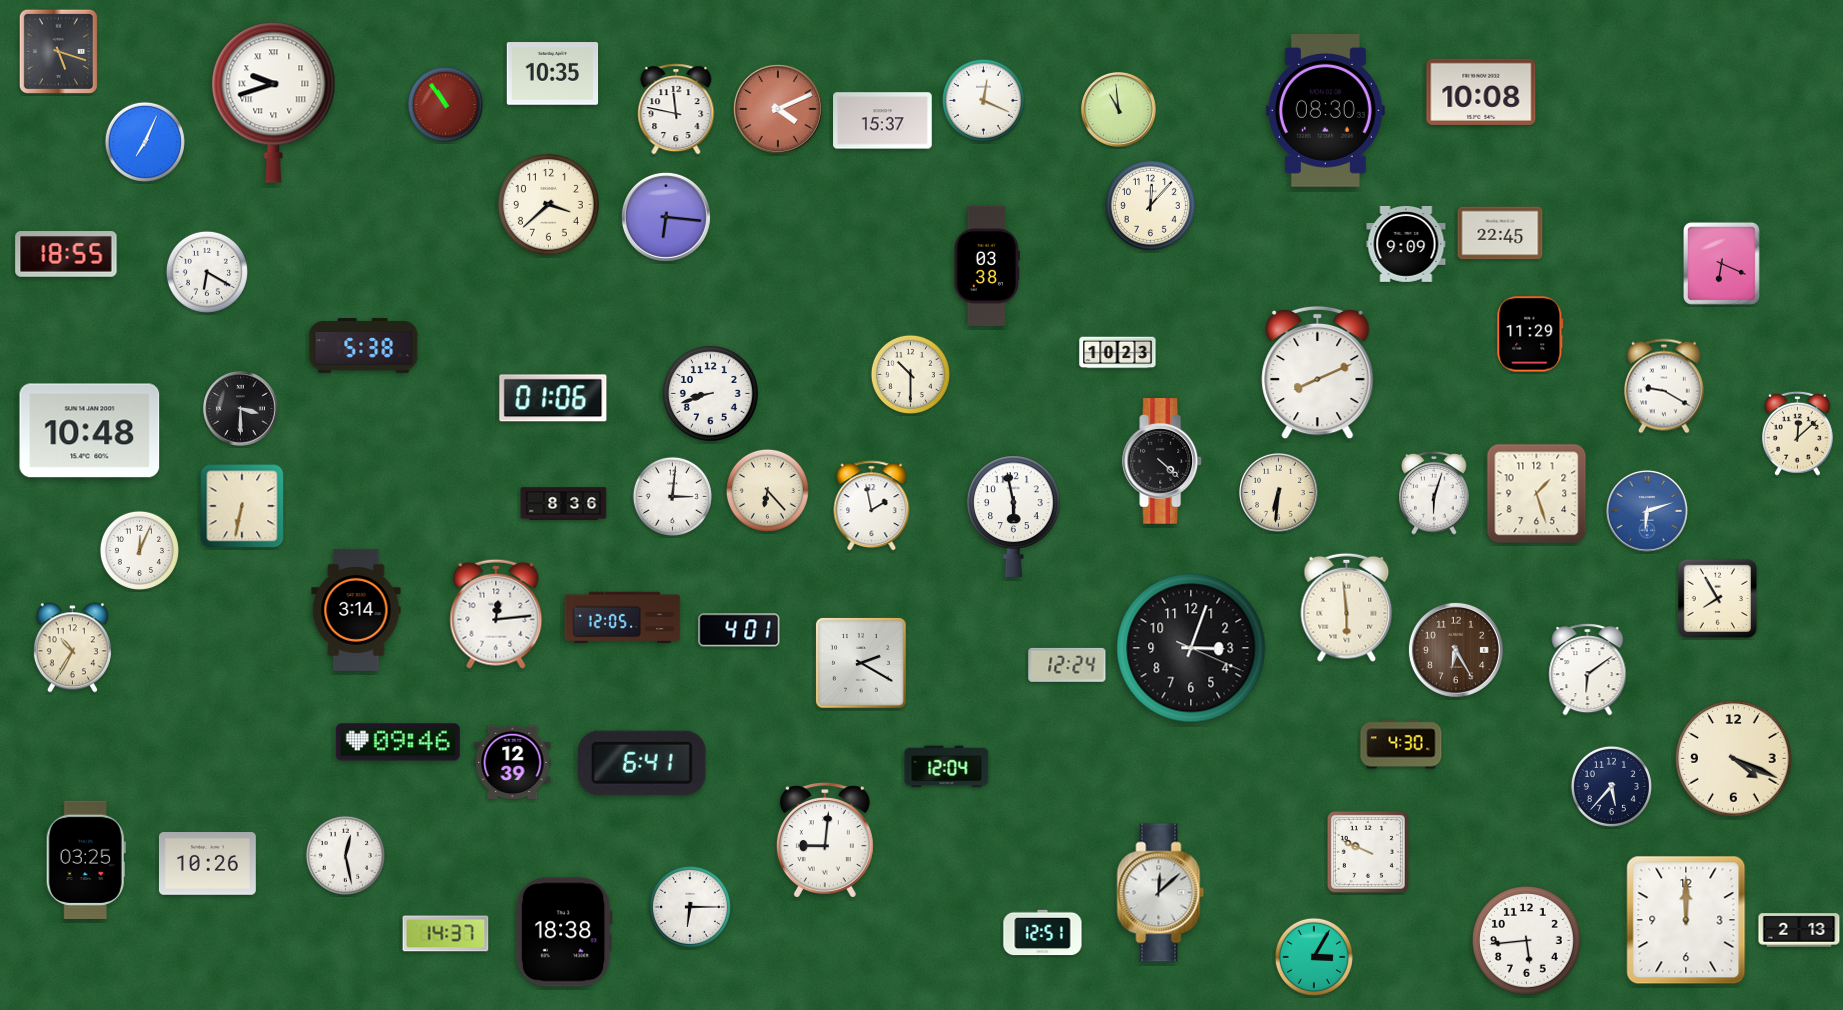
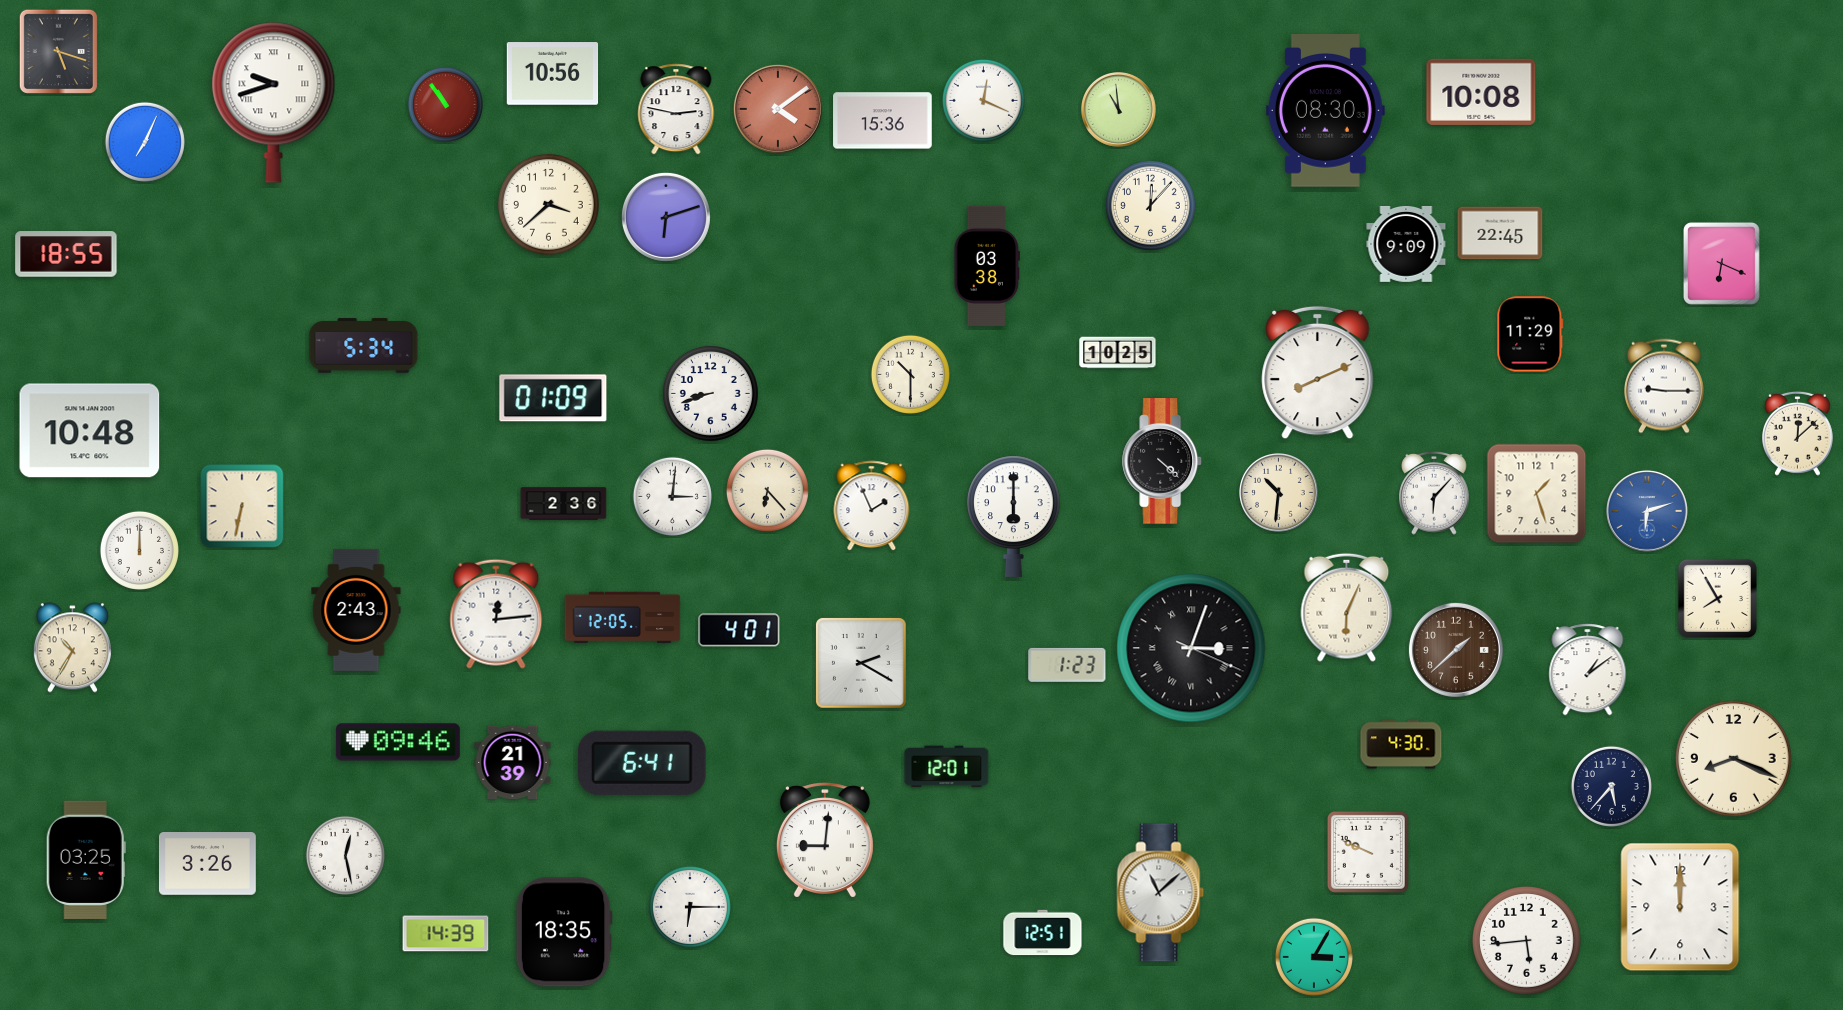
clock at (553, 74): 10:35 -> 10:56
clock at (676, 109): 11:47 -> 2:47
clock at (778, 109): 4:11 -> 4:09
clock at (883, 121): 15:37 -> 15:36
clock at (666, 217): 6:16 -> 6:12
clock at (207, 272): 6:20 -> none
clock at (364, 346): 5:38 -> 5:34
clock at (1118, 353): 10:23 -> 10:25
clock at (1664, 386): 9:20 -> 9:15
clock at (553, 398): 01:06 -> 01:09
clock at (241, 409): 3:30 -> none
clock at (1279, 493): 6:31 -> 10:31
clock at (1434, 494): 6:03 -> 6:07
clock at (564, 504): 8:36 -> 2:36
clock at (872, 506): 1:58 -> 1:56
clock at (1014, 516): 5:58 -> 6:00
clock at (139, 550): 12:04 -> 12:00
clock at (1347, 607): 5:59 -> 6:04
clock at (356, 610): 3:14 -> 2:43
clock at (1191, 648) numerals: Arabic -> Roman
clock at (1456, 650): 6:25 -> 1:38
clock at (1067, 665): 12:24 -> 1:23
clock at (1588, 670): 6:09 -> 1:09
clock at (1734, 759): 4:19 -> 8:19
clock at (513, 763): 12:39 -> 21:39
clock at (947, 767): 12:04 -> 12:01
clock at (207, 864): 10:26 -> 3:26
clock at (1161, 893): 12:08 -> 11:08
clock at (1686, 920) position: (1686, 920) -> (1680, 907)
clock at (1799, 930): 2:13 -> none
clock at (564, 932): 18:38 -> 18:35
clock at (446, 934): 14:37 -> 14:39
